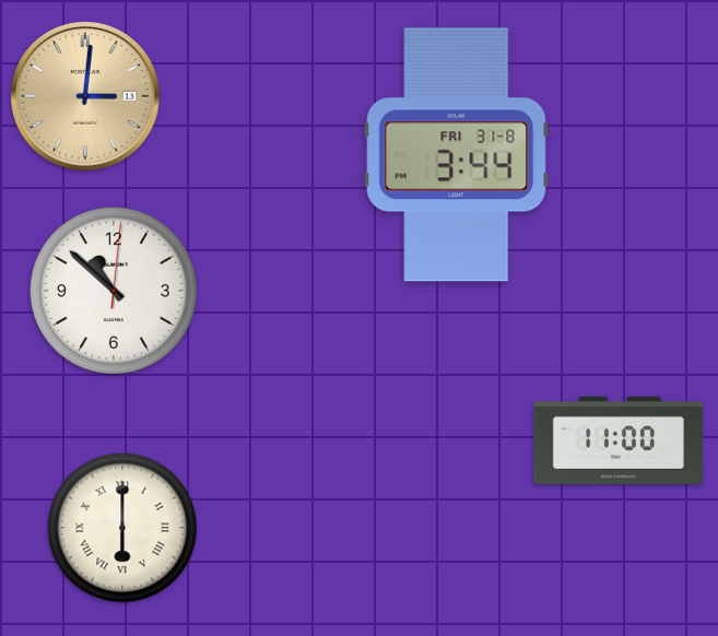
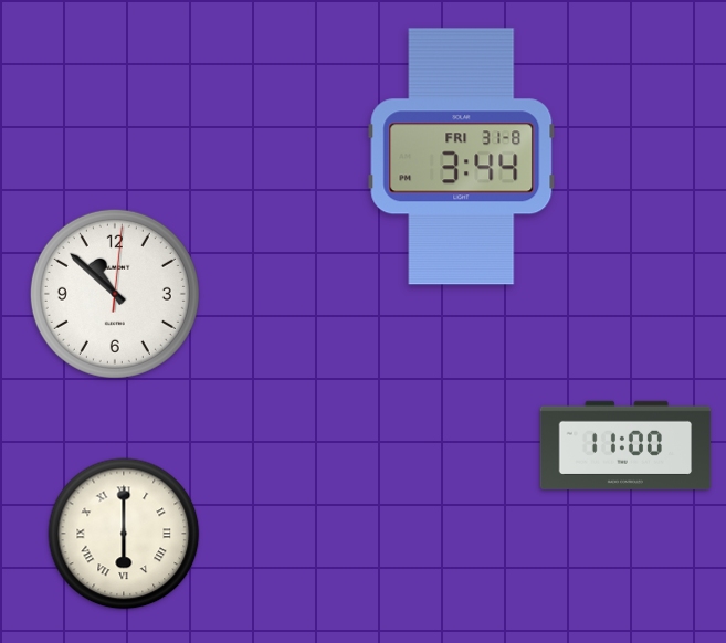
clock at (85, 96): 3:01 -> none
